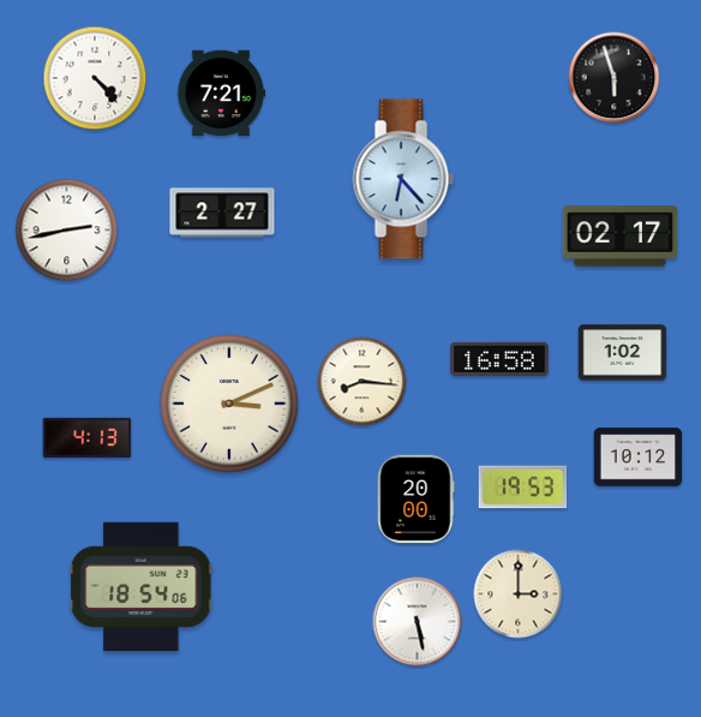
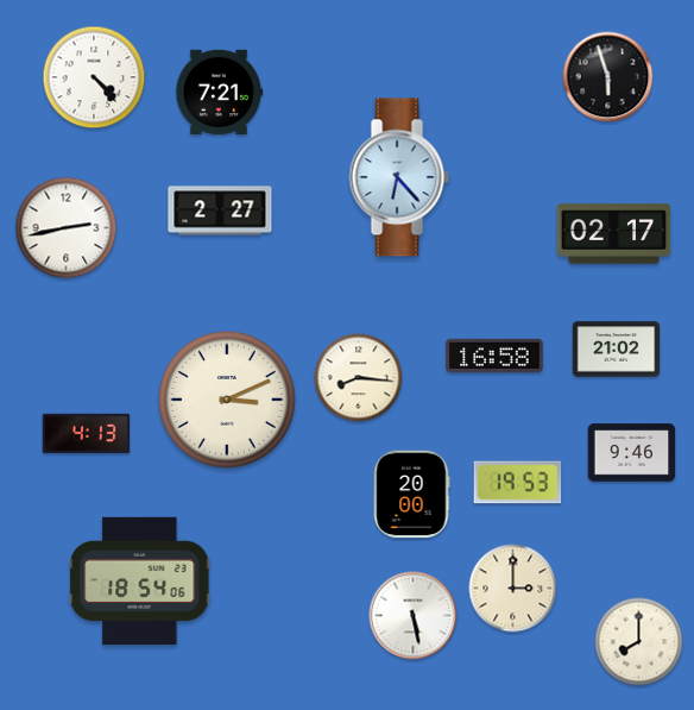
clock at (623, 353): 1:02 -> 21:02
clock at (639, 458): 10:12 -> 9:46
clock at (639, 642): none -> 8:00
